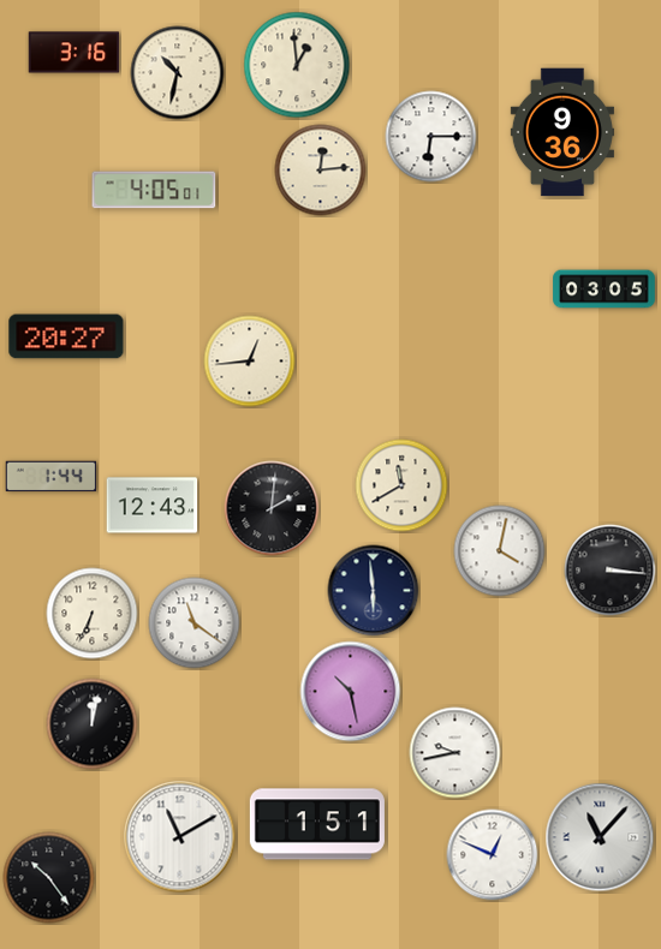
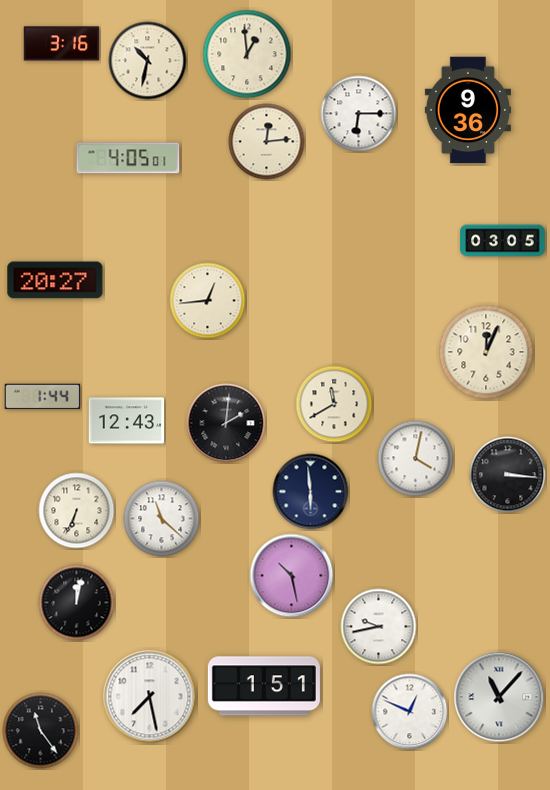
clock at (486, 352): none -> 12:04
clock at (195, 623): 11:21 -> 11:22
clock at (180, 837): 11:10 -> 7:28
clock at (49, 878): 10:24 -> 11:24
